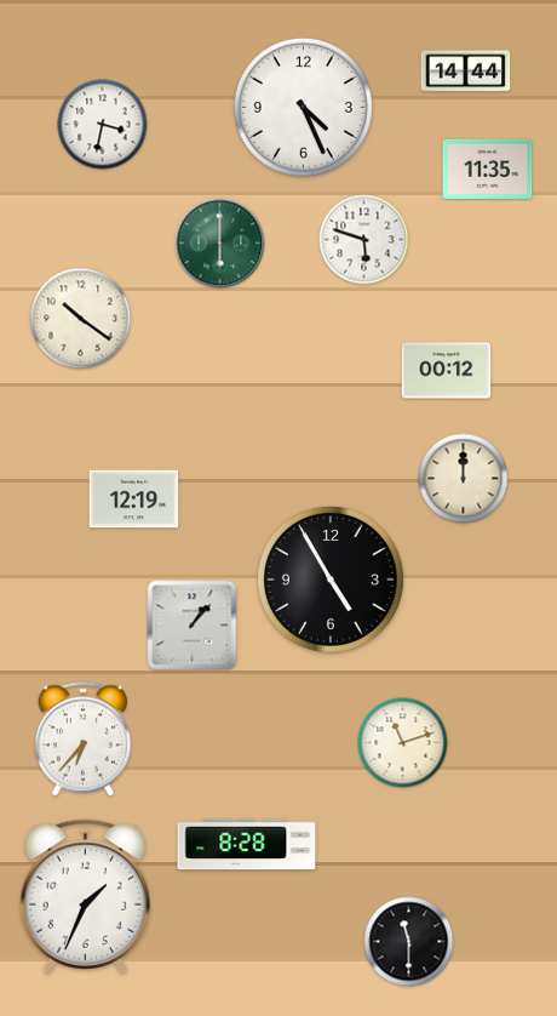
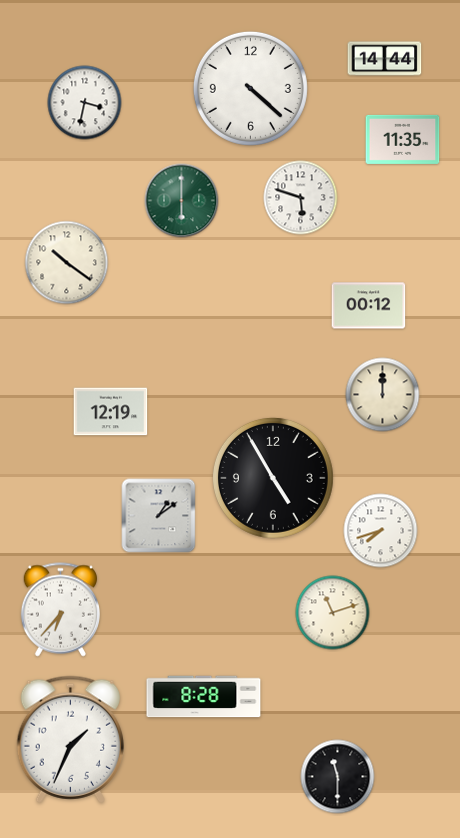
clock at (303, 107): 4:26 -> 4:22
clock at (193, 626): 1:07 -> 1:09
clock at (381, 531): none -> 7:42
clock at (82, 740) position: (82, 740) -> (60, 610)
